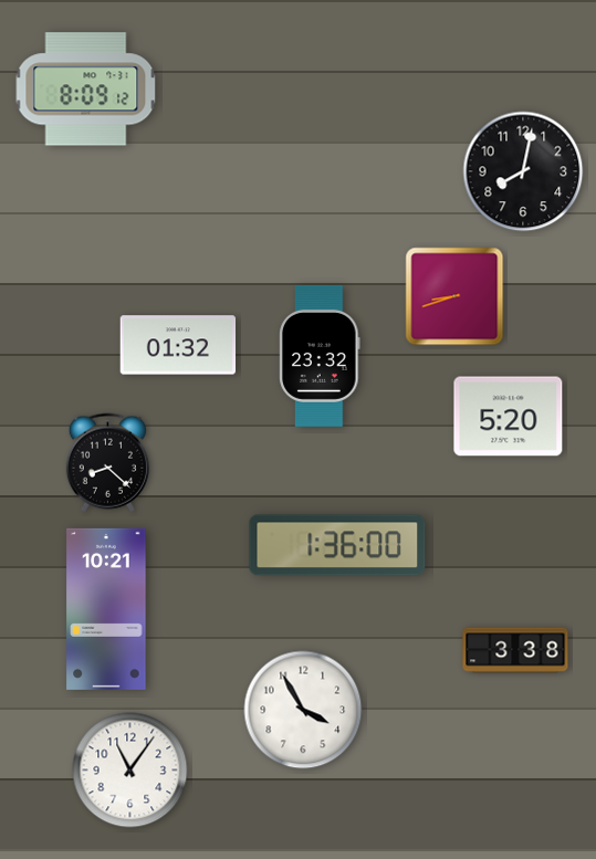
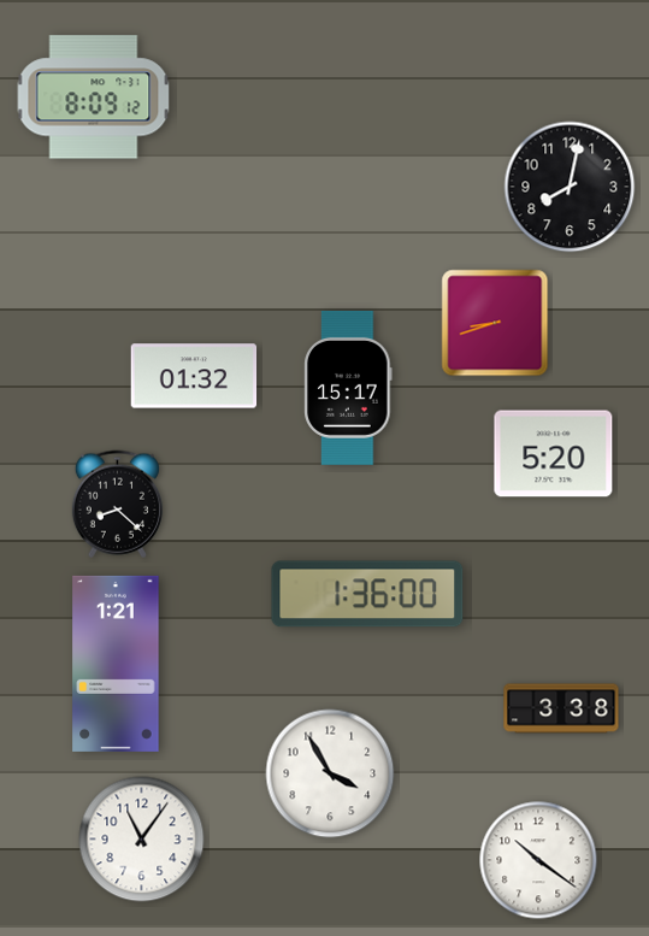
clock at (320, 356): 23:32 -> 15:17
clock at (106, 609): 10:21 -> 1:21
clock at (538, 860): none -> 10:21
